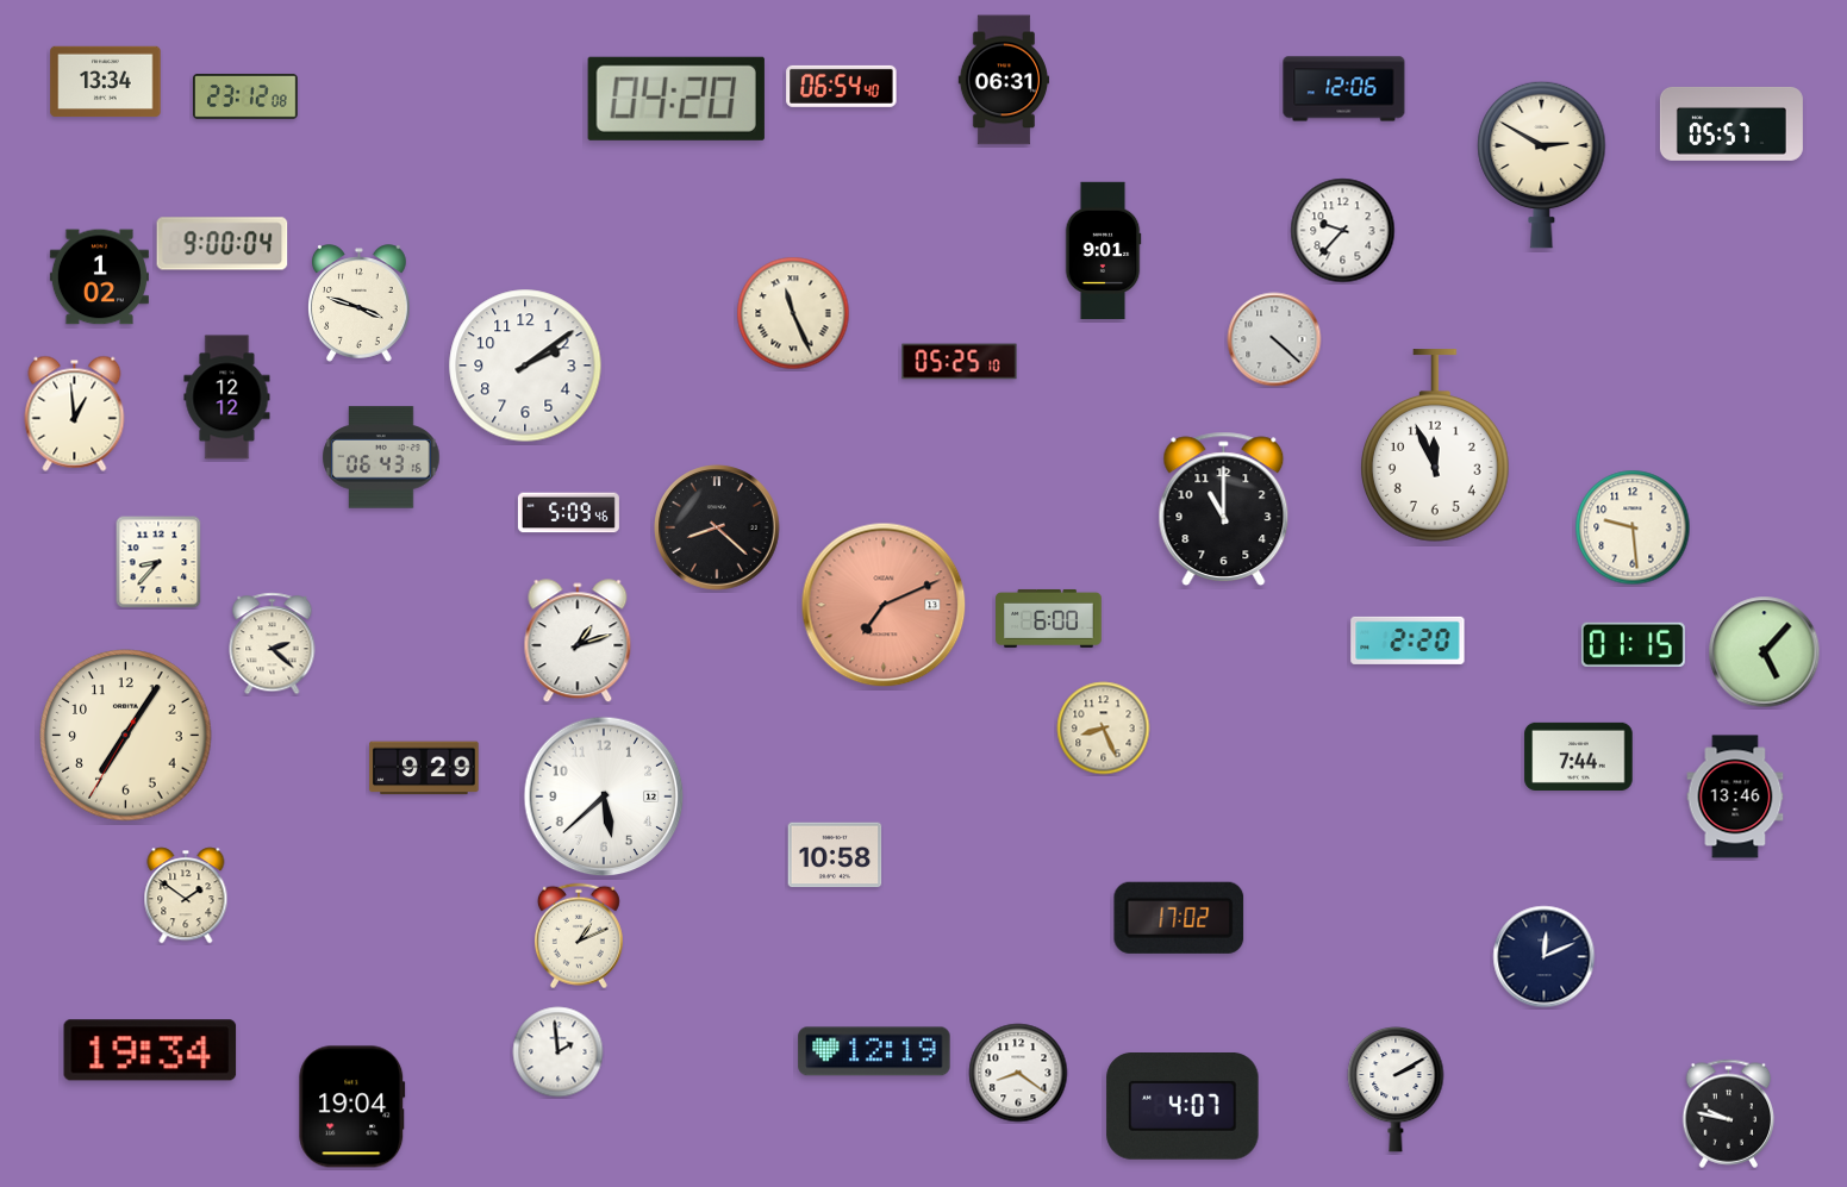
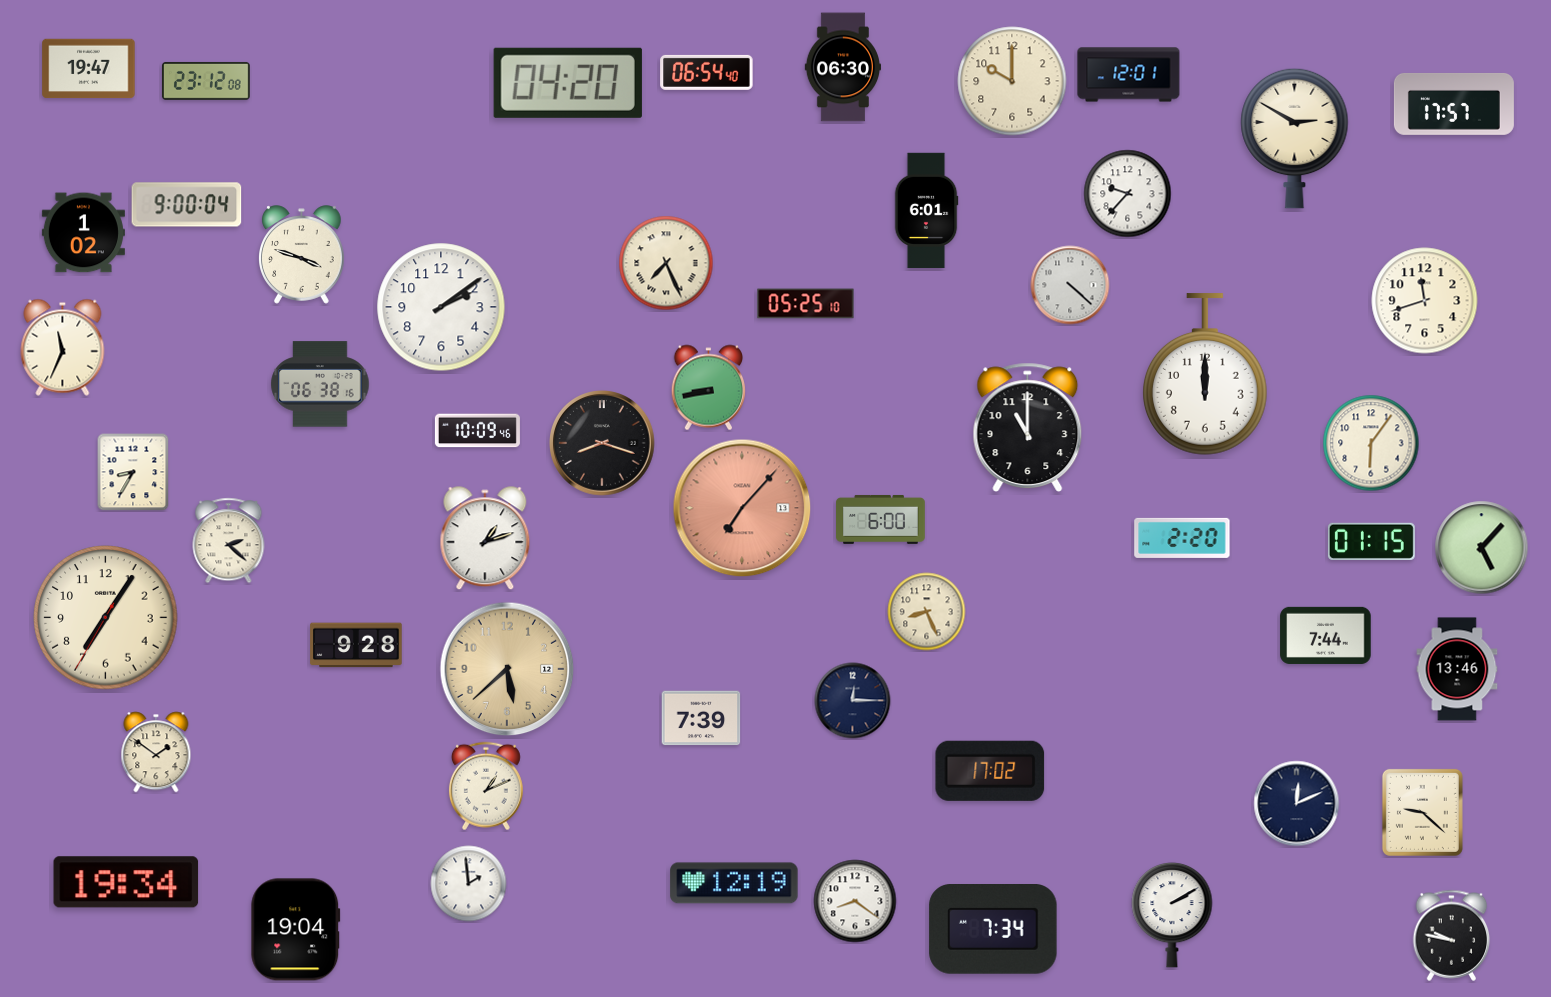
clock at (1003, 80): 06:31 -> 06:30
clock at (106, 82): 13:34 -> 19:47
clock at (1344, 89): 12:06 -> 12:01
clock at (1012, 81): none -> 10:00
clock at (1731, 124): 05:57 -> 17:57
clock at (1103, 251): 9:01 -> 6:01
clock at (793, 313): 11:26 -> 7:26
clock at (1425, 301): none -> 11:42
clock at (227, 398): 12:12 -> none
clock at (75, 413): 12:59 -> 11:34
clock at (1436, 445): 11:56 -> 12:00
clock at (381, 457): 06:43 -> 06:38
clock at (708, 388): none -> 8:43
clock at (568, 513): 5:09 -> 10:09
clock at (717, 527): 8:22 -> 8:18
clock at (1633, 527): 9:29 -> 6:06
clock at (158, 562): 8:37 -> 8:35
clock at (884, 605): 7:11 -> 7:07
clock at (424, 768): 9:29 -> 9:28
clock at (604, 796) dial: white -> champagne
clock at (853, 701): none -> 12:15
clock at (835, 855): 10:58 -> 7:39
clock at (1422, 812): none -> 9:22
clock at (1183, 1107): 4:07 -> 7:34
